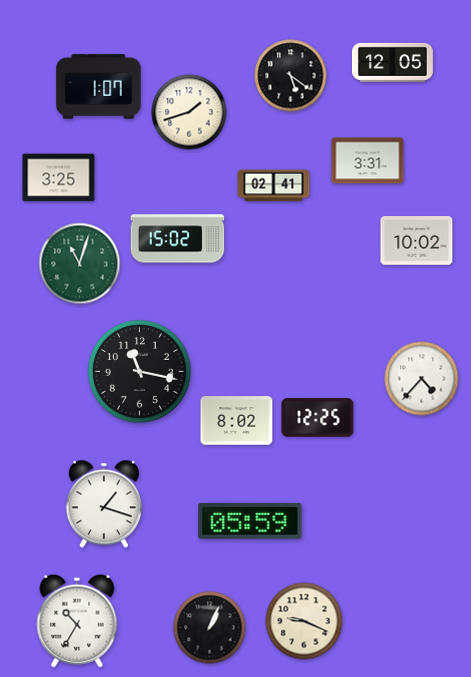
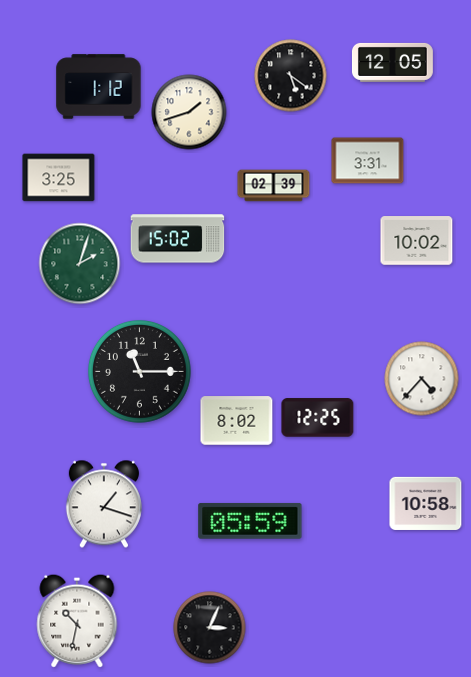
clock at (99, 87): 1:07 -> 1:12
clock at (274, 186): 02:41 -> 02:39
clock at (80, 264): 11:03 -> 2:03
clock at (139, 371): 11:17 -> 11:15
clock at (426, 503): none -> 10:58
clock at (77, 621): 10:35 -> 10:32
clock at (304, 621): 9:19 -> none
clock at (210, 628): 1:04 -> 3:04
